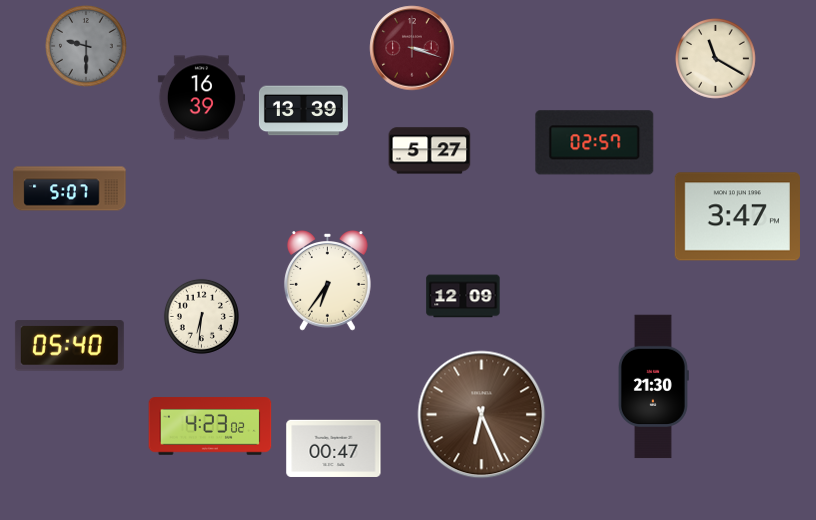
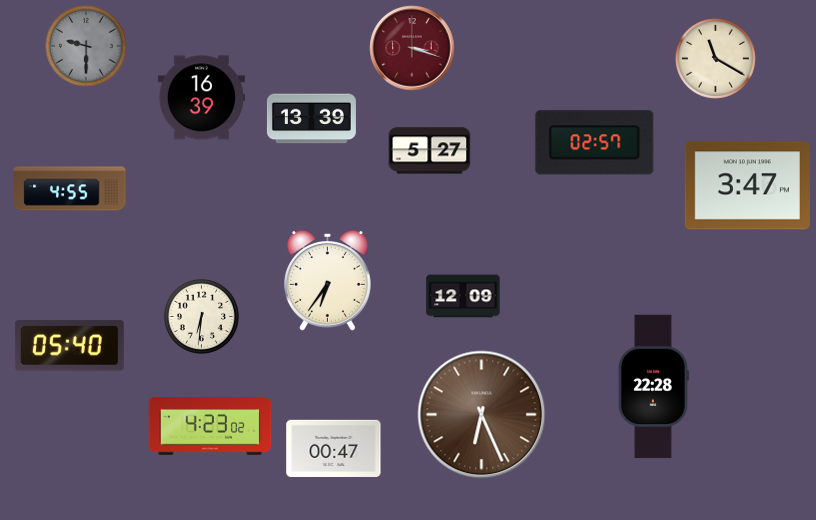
clock at (303, 111) position: (303, 111) -> (311, 119)
clock at (70, 189): 5:07 -> 4:55
clock at (737, 217) position: (737, 217) -> (747, 186)
clock at (653, 387): 21:30 -> 22:28
